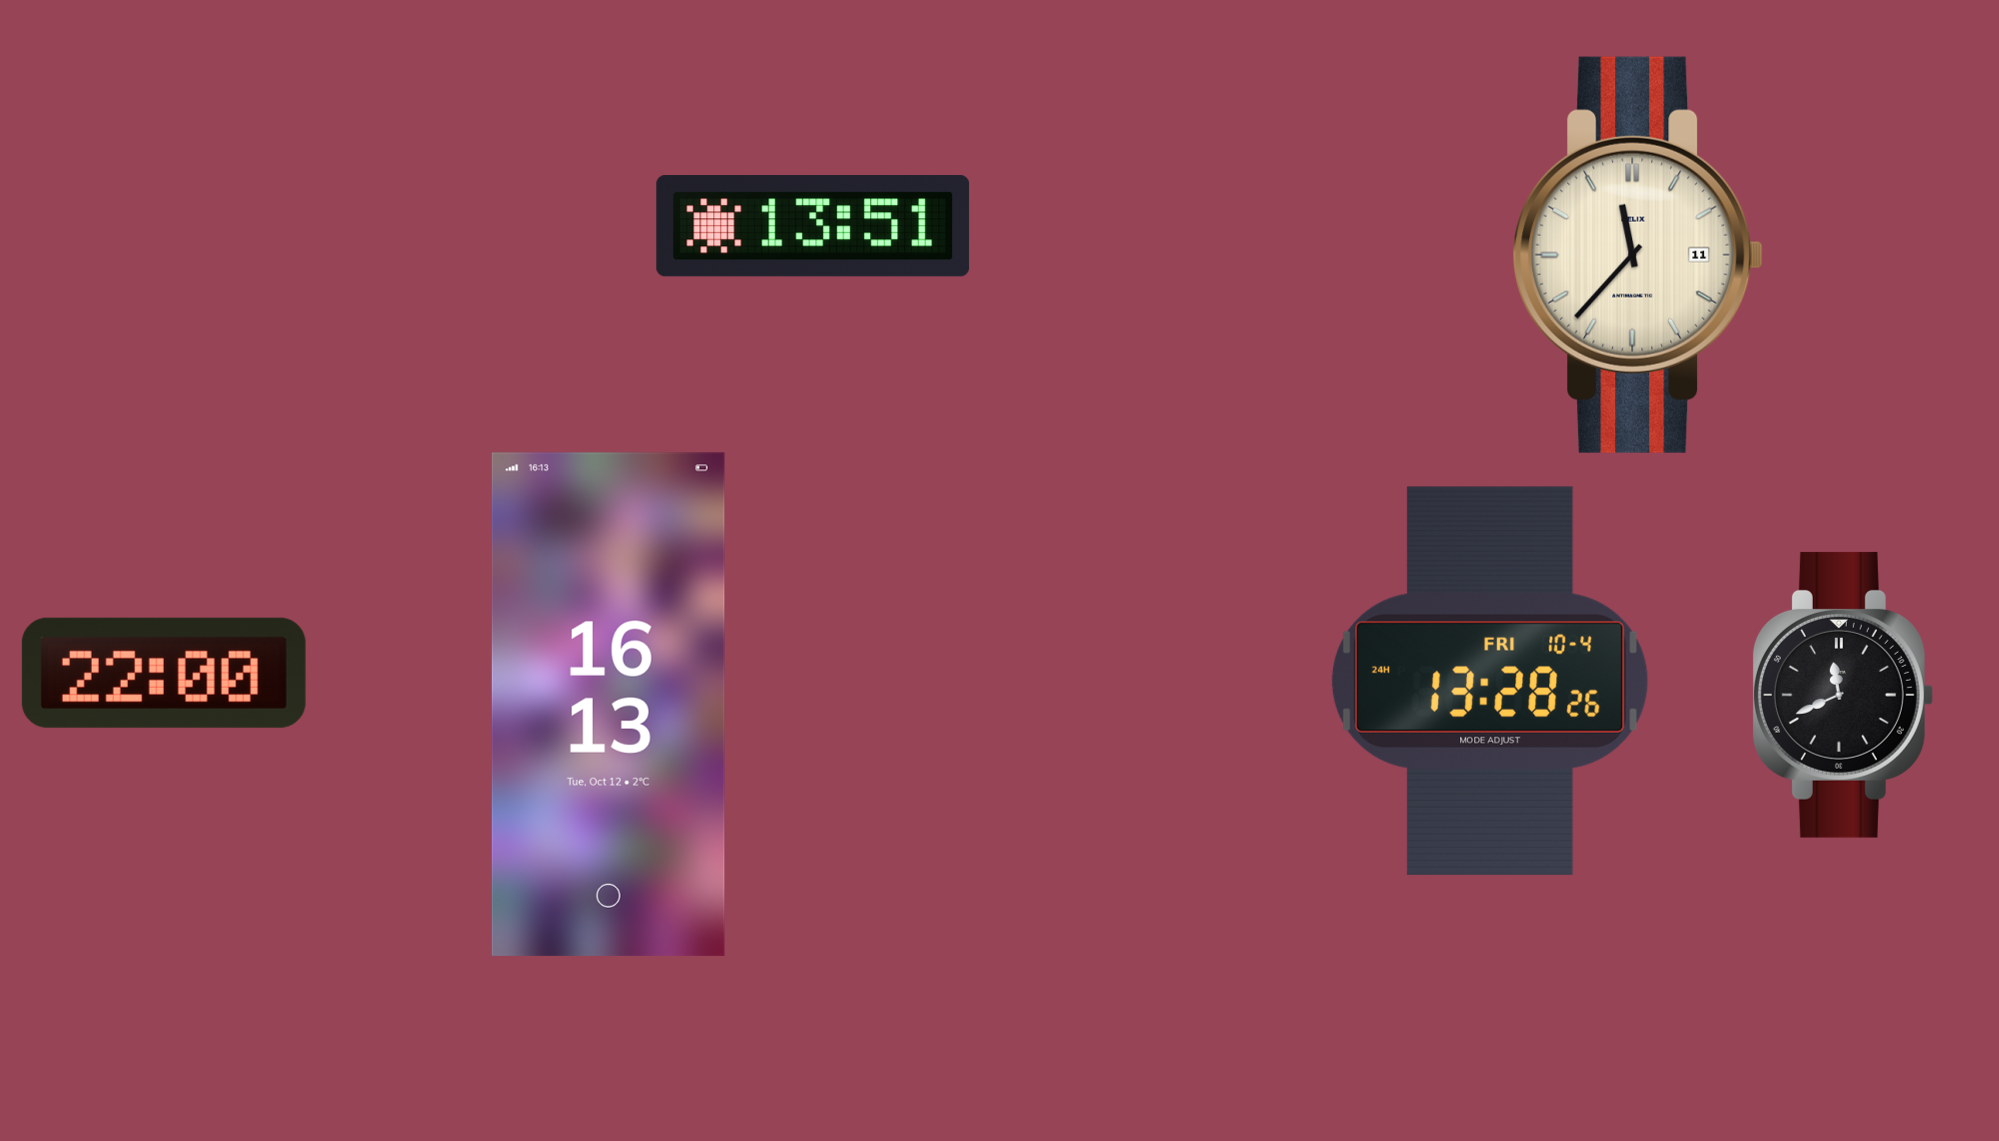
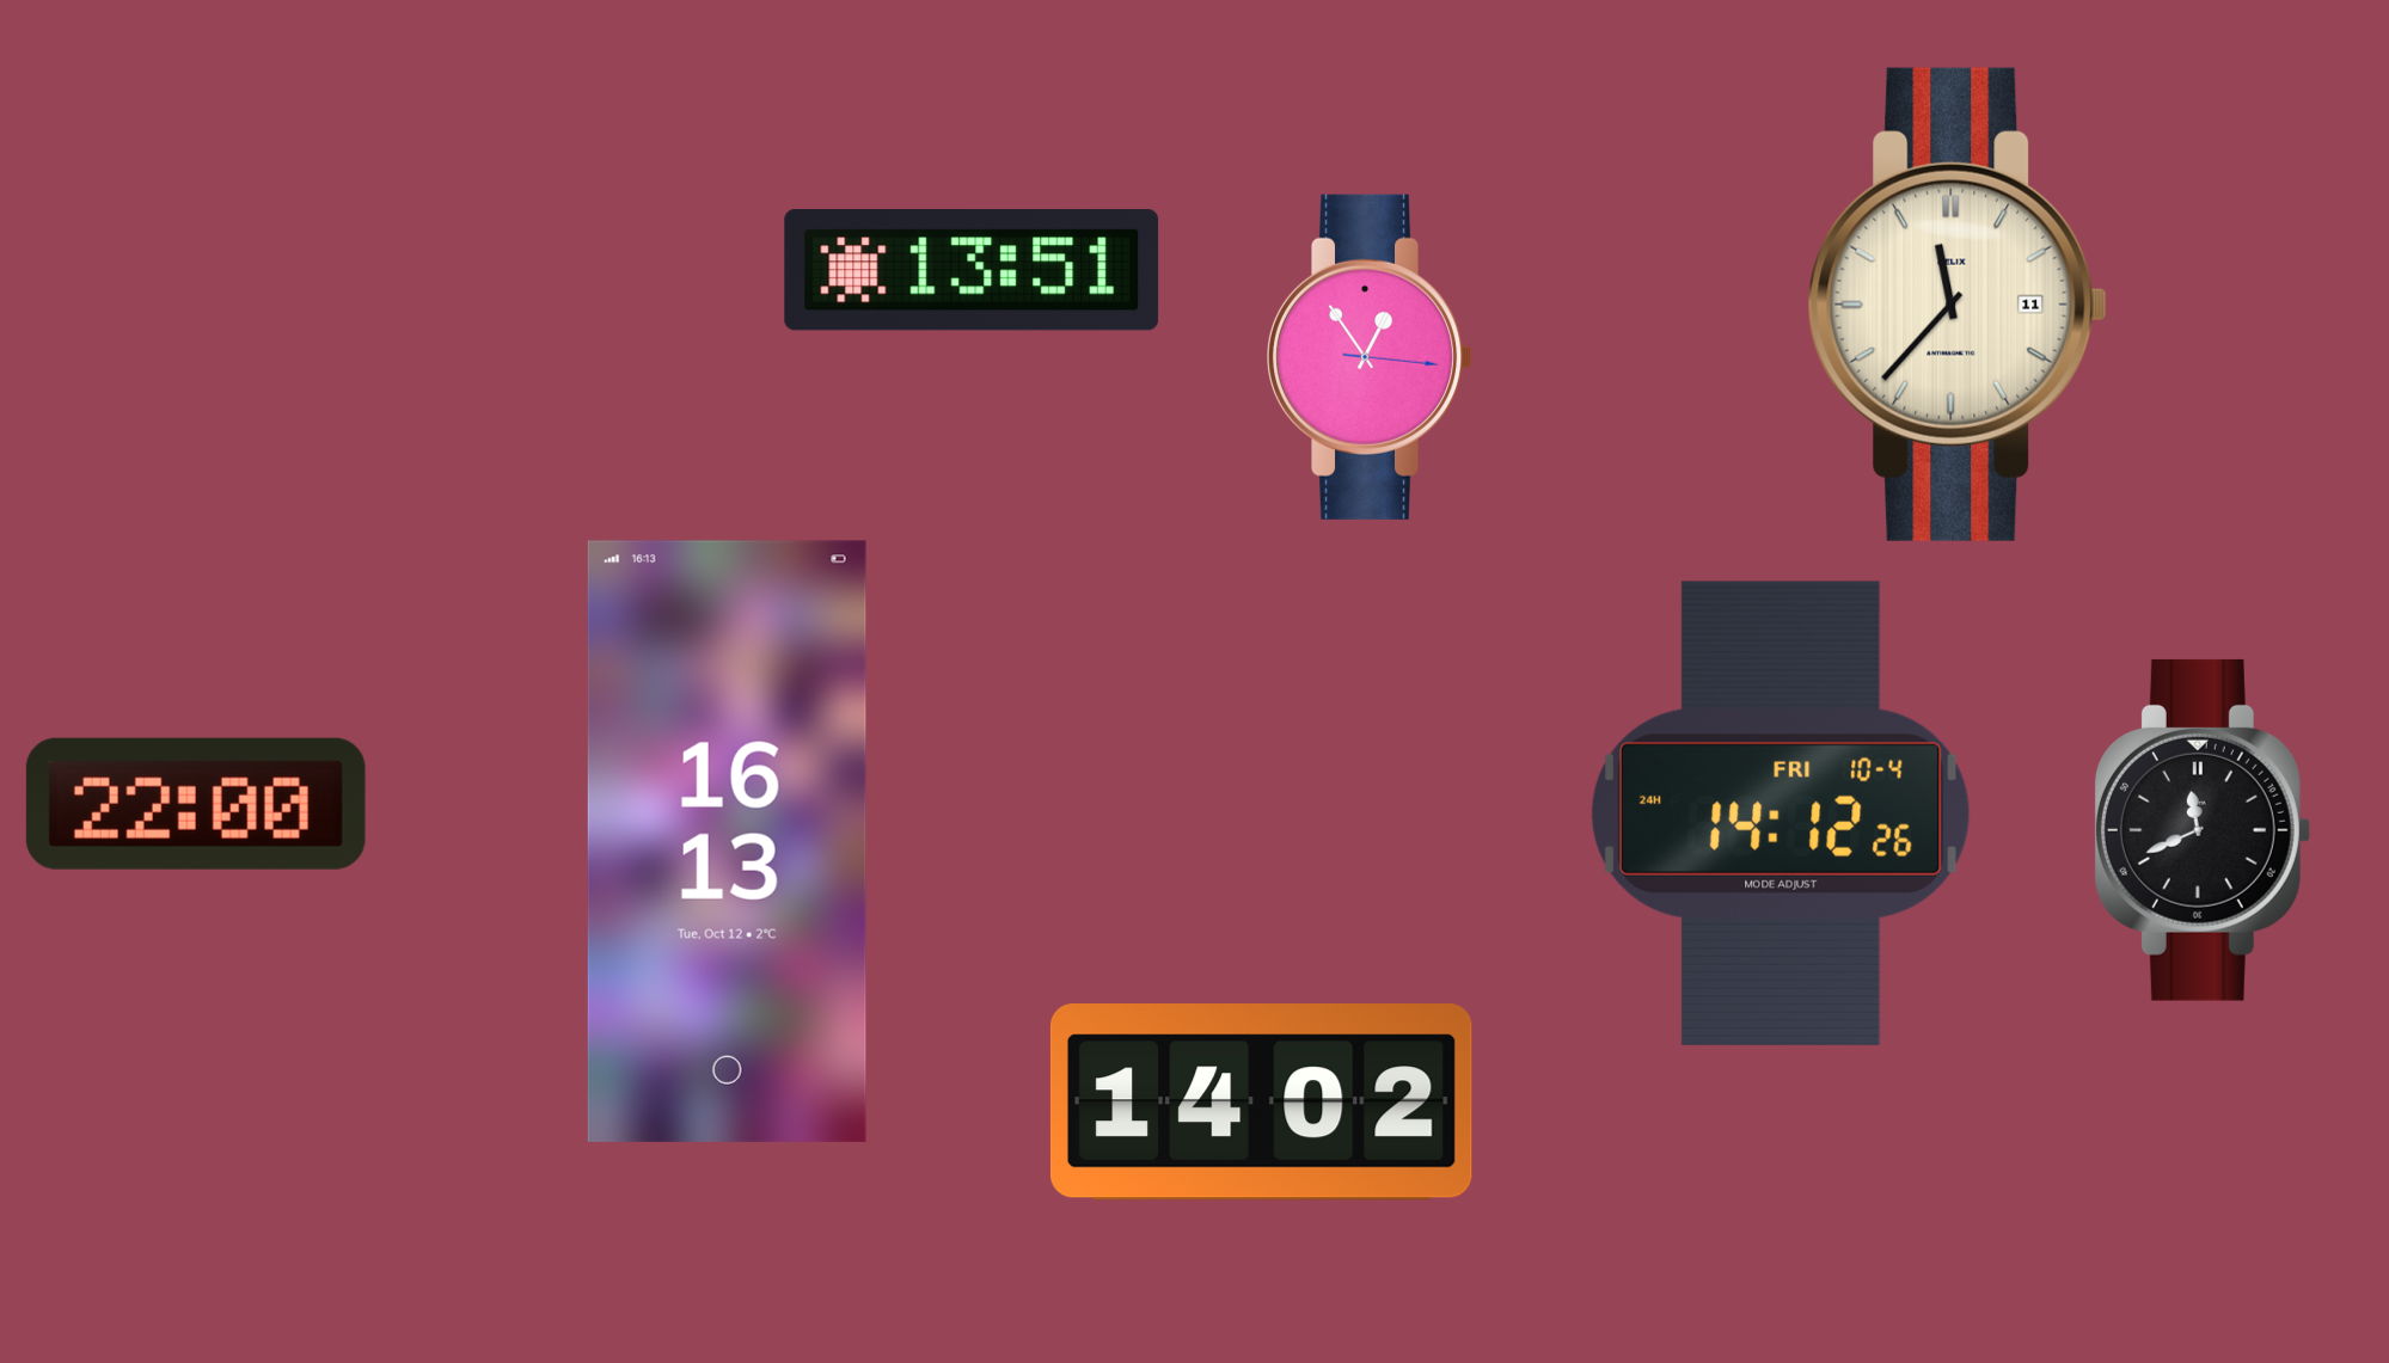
clock at (1371, 357): none -> 12:54
clock at (1490, 681): 13:28 -> 14:12
clock at (1261, 1103): none -> 14:02
